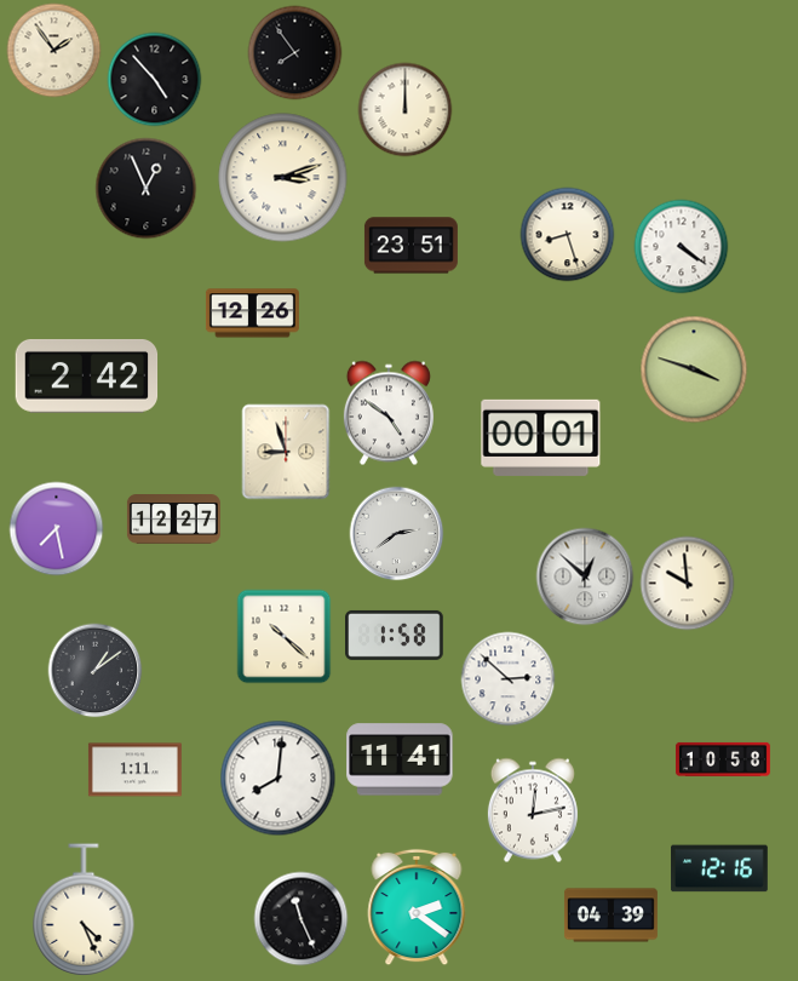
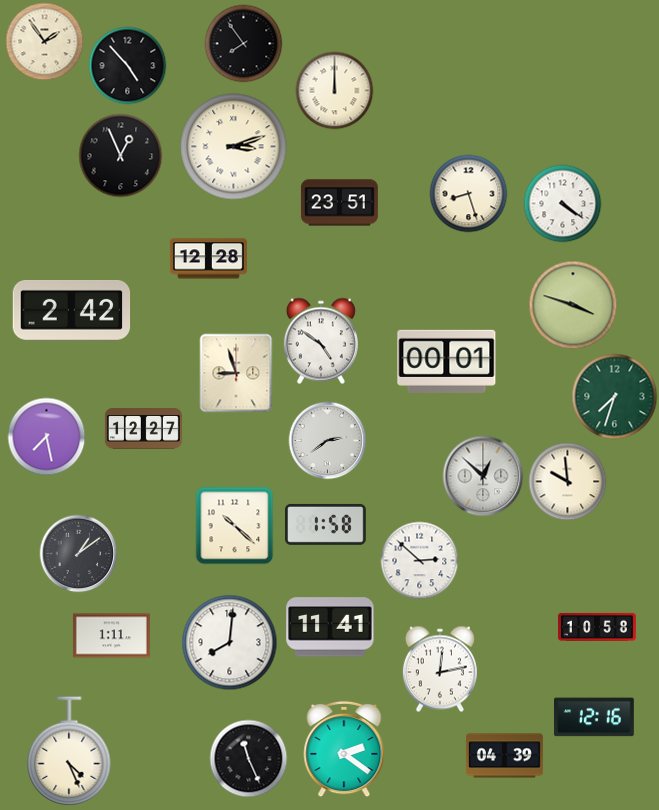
clock at (252, 314): 12:26 -> 12:28
clock at (614, 396): none -> 7:33
